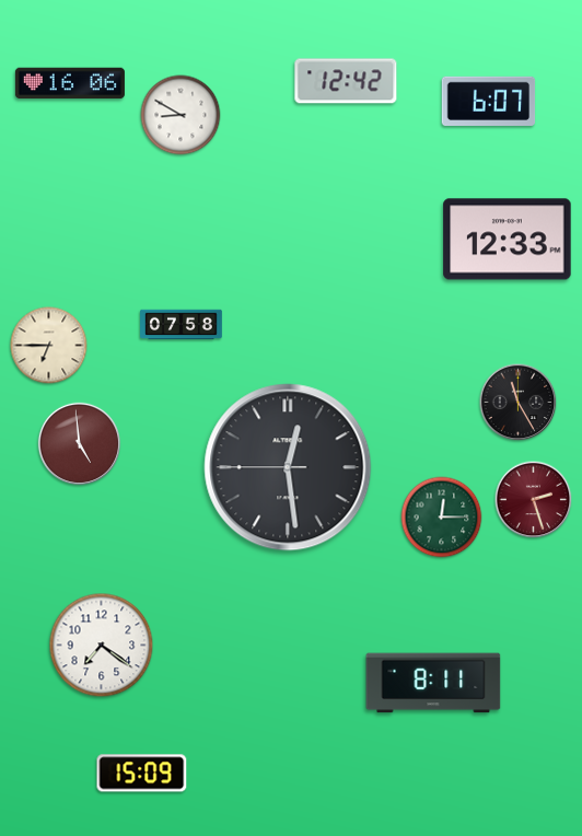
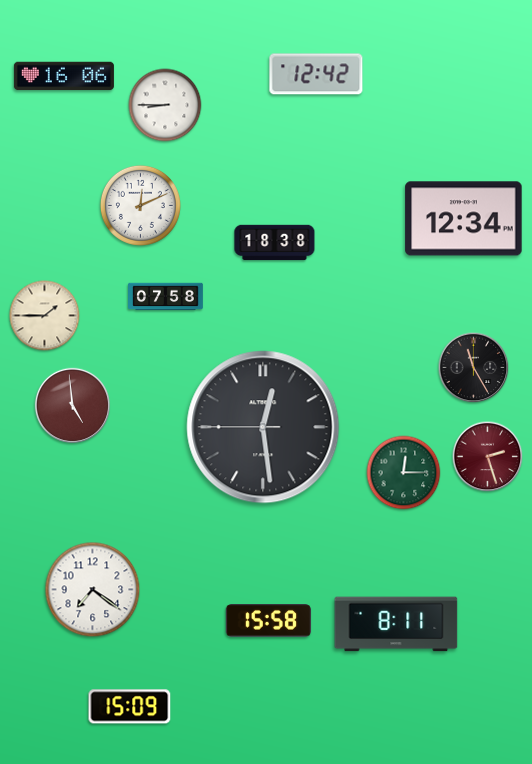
clock at (489, 101): 6:07 -> none
clock at (181, 115): 8:50 -> 8:45
clock at (140, 205): none -> 12:11
clock at (508, 240): 12:33 -> 12:34
clock at (275, 243): none -> 18:38
clock at (49, 346): 6:45 -> 1:45
clock at (269, 621): none -> 15:58
